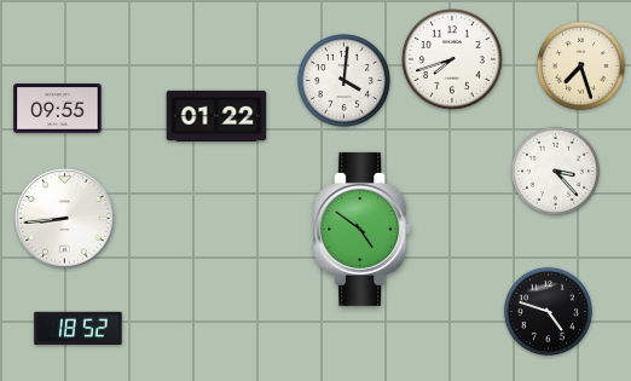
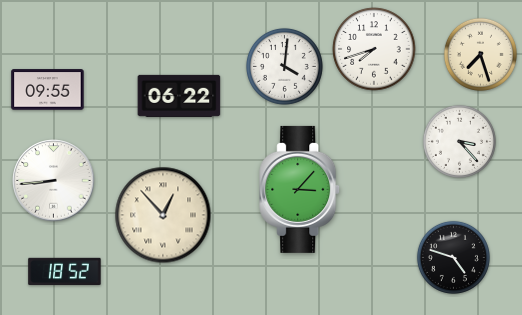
clock at (216, 116): 01:22 -> 06:22
clock at (363, 229): 4:51 -> 3:07
clock at (163, 215): none -> 12:53
